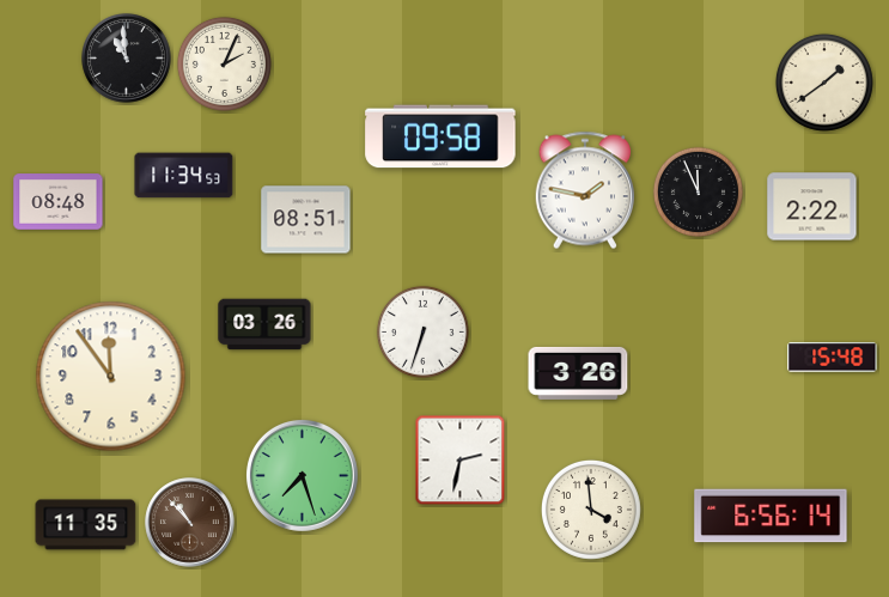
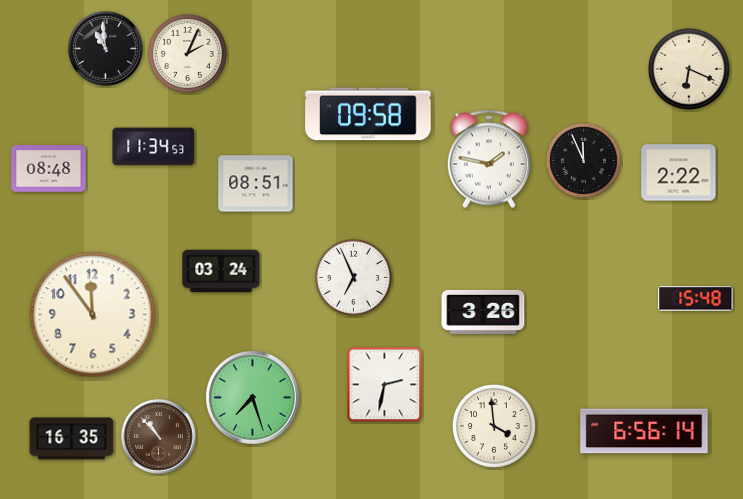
clock at (824, 83): 1:39 -> 6:19
clock at (264, 324): 03:26 -> 03:24
clock at (422, 331): 6:33 -> 6:56
clock at (86, 525): 11:35 -> 16:35
